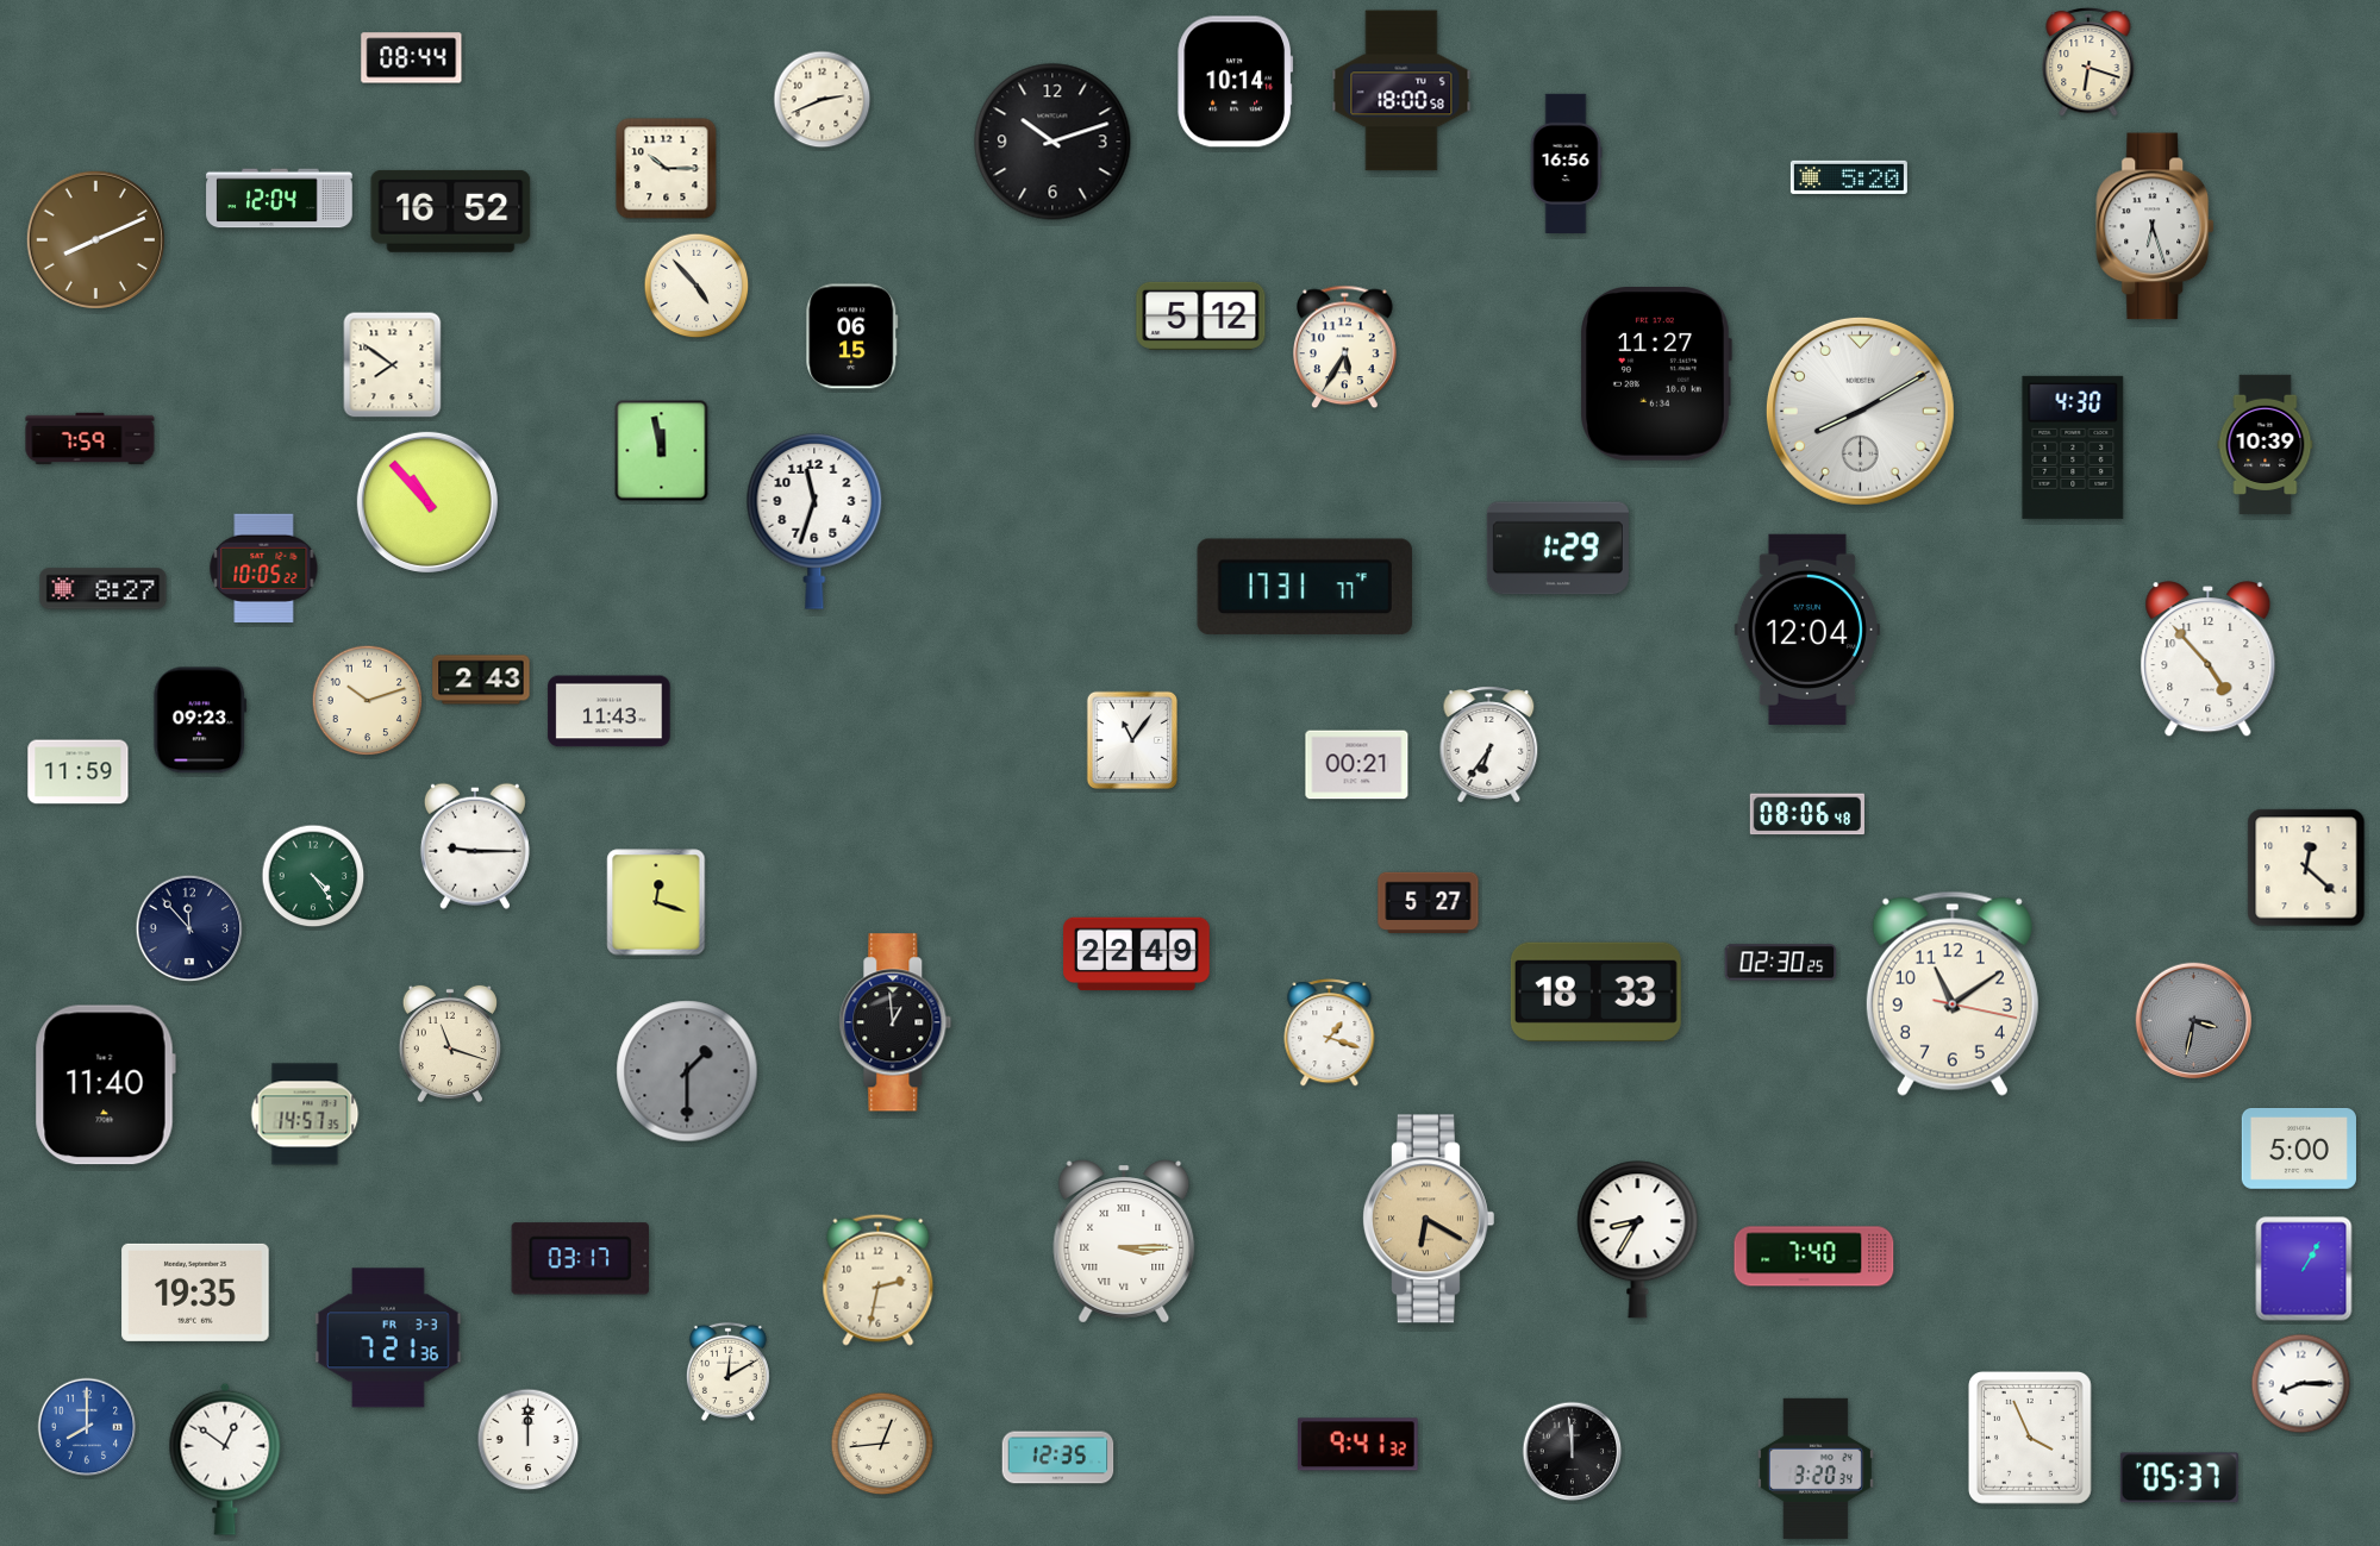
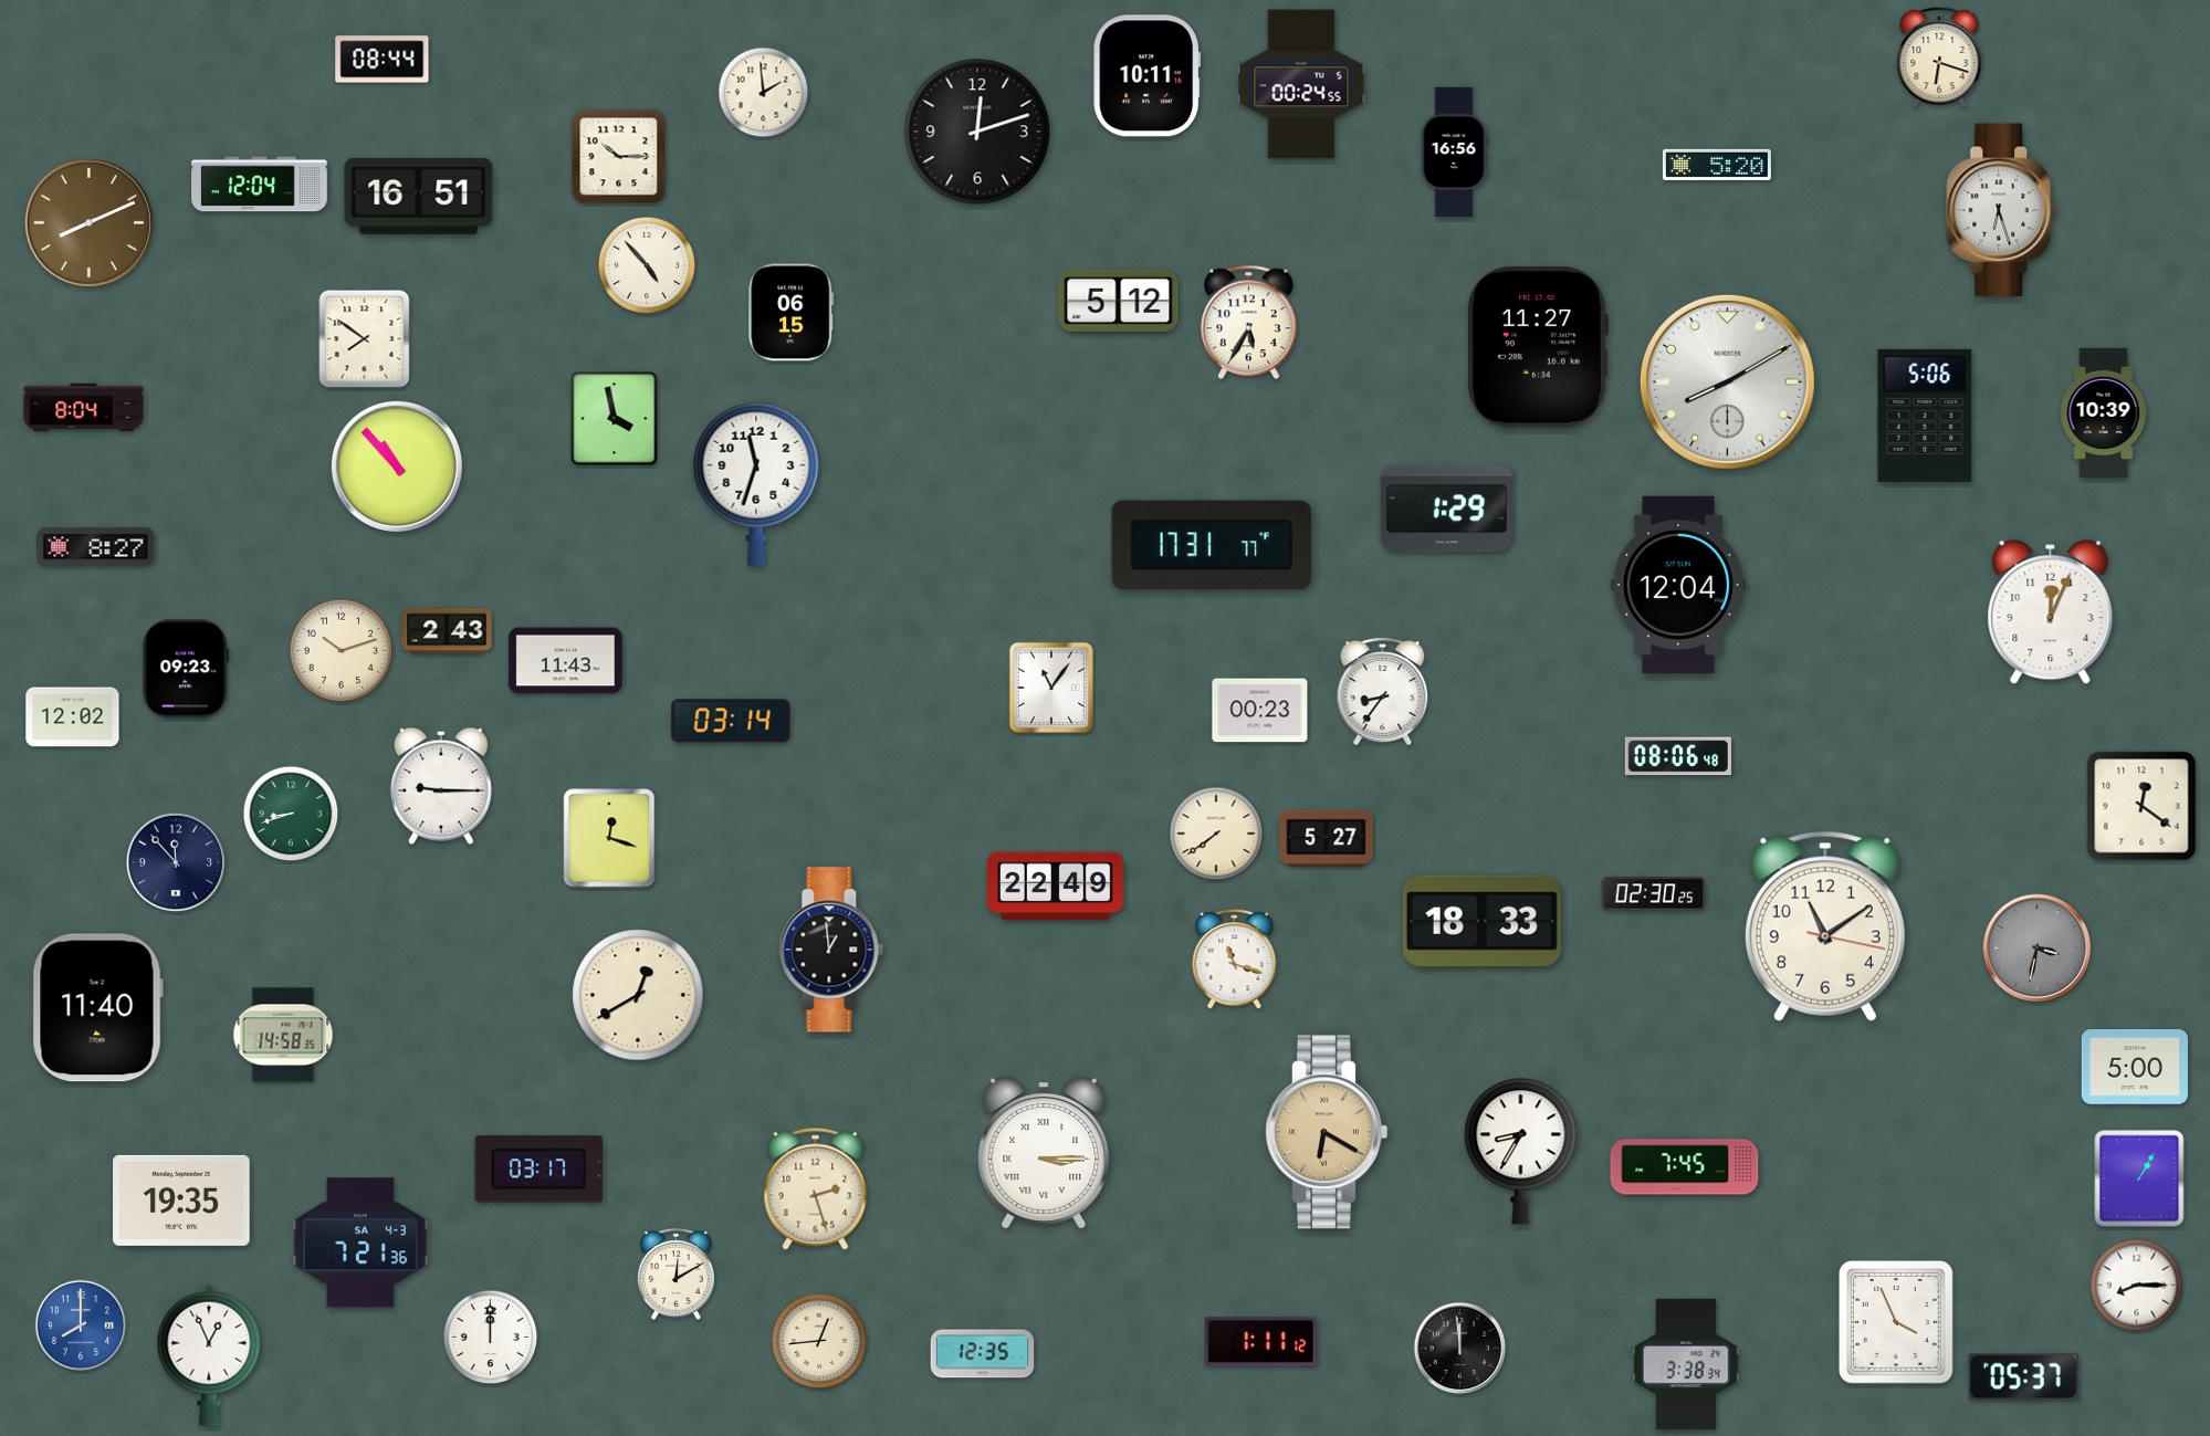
clock at (412, 58) position: (412, 58) -> (383, 60)
clock at (1235, 82): 10:14 -> 10:11
clock at (1401, 90): 18:00 -> 00:24
clock at (823, 100): 2:41 -> 1:59
clock at (1052, 142): 10:12 -> 12:12
clock at (451, 211): 16:52 -> 16:51
clock at (1201, 315) position: (1201, 315) -> (1119, 301)
clock at (90, 439): 7:59 -> 8:04
clock at (2073, 447): 4:30 -> 5:06
clock at (662, 451): 11:58 -> 3:58
clock at (264, 569): 10:05 -> none
clock at (2209, 659): 4:53 -> 12:04
clock at (1489, 745): 6:36 -> 8:36
clock at (1357, 765): 00:21 -> 00:23
clock at (79, 772): 11:59 -> 12:02
clock at (731, 721): none -> 03:14
clock at (2306, 868): 12:22 -> 12:21
clock at (313, 876): 4:24 -> 8:42
clock at (1216, 834): none -> 7:39
clock at (1953, 994) position: (1953, 994) -> (1825, 926)
clock at (1330, 1033): 1:18 -> 11:18
clock at (450, 1044): 11:18 -> none
clock at (687, 1071): 1:30 -> 12:40
clock at (687, 1071) dial: grey -> cream
clock at (305, 1114): 14:57 -> 14:58
clock at (1814, 1257): 7:40 -> 7:45
clock at (879, 1279): 2:32 -> 2:27
clock at (388, 1338) date: FR 3-3 -> SA 4-3
clock at (2030, 1439) position: (2030, 1439) -> (1896, 1323)
clock at (1357, 1445): 9:41 -> 1:11
clock at (225, 1459): 12:51 -> 12:56
clock at (1816, 1469): 3:20 -> 3:38
clock at (2179, 1478) position: (2179, 1478) -> (2023, 1377)
